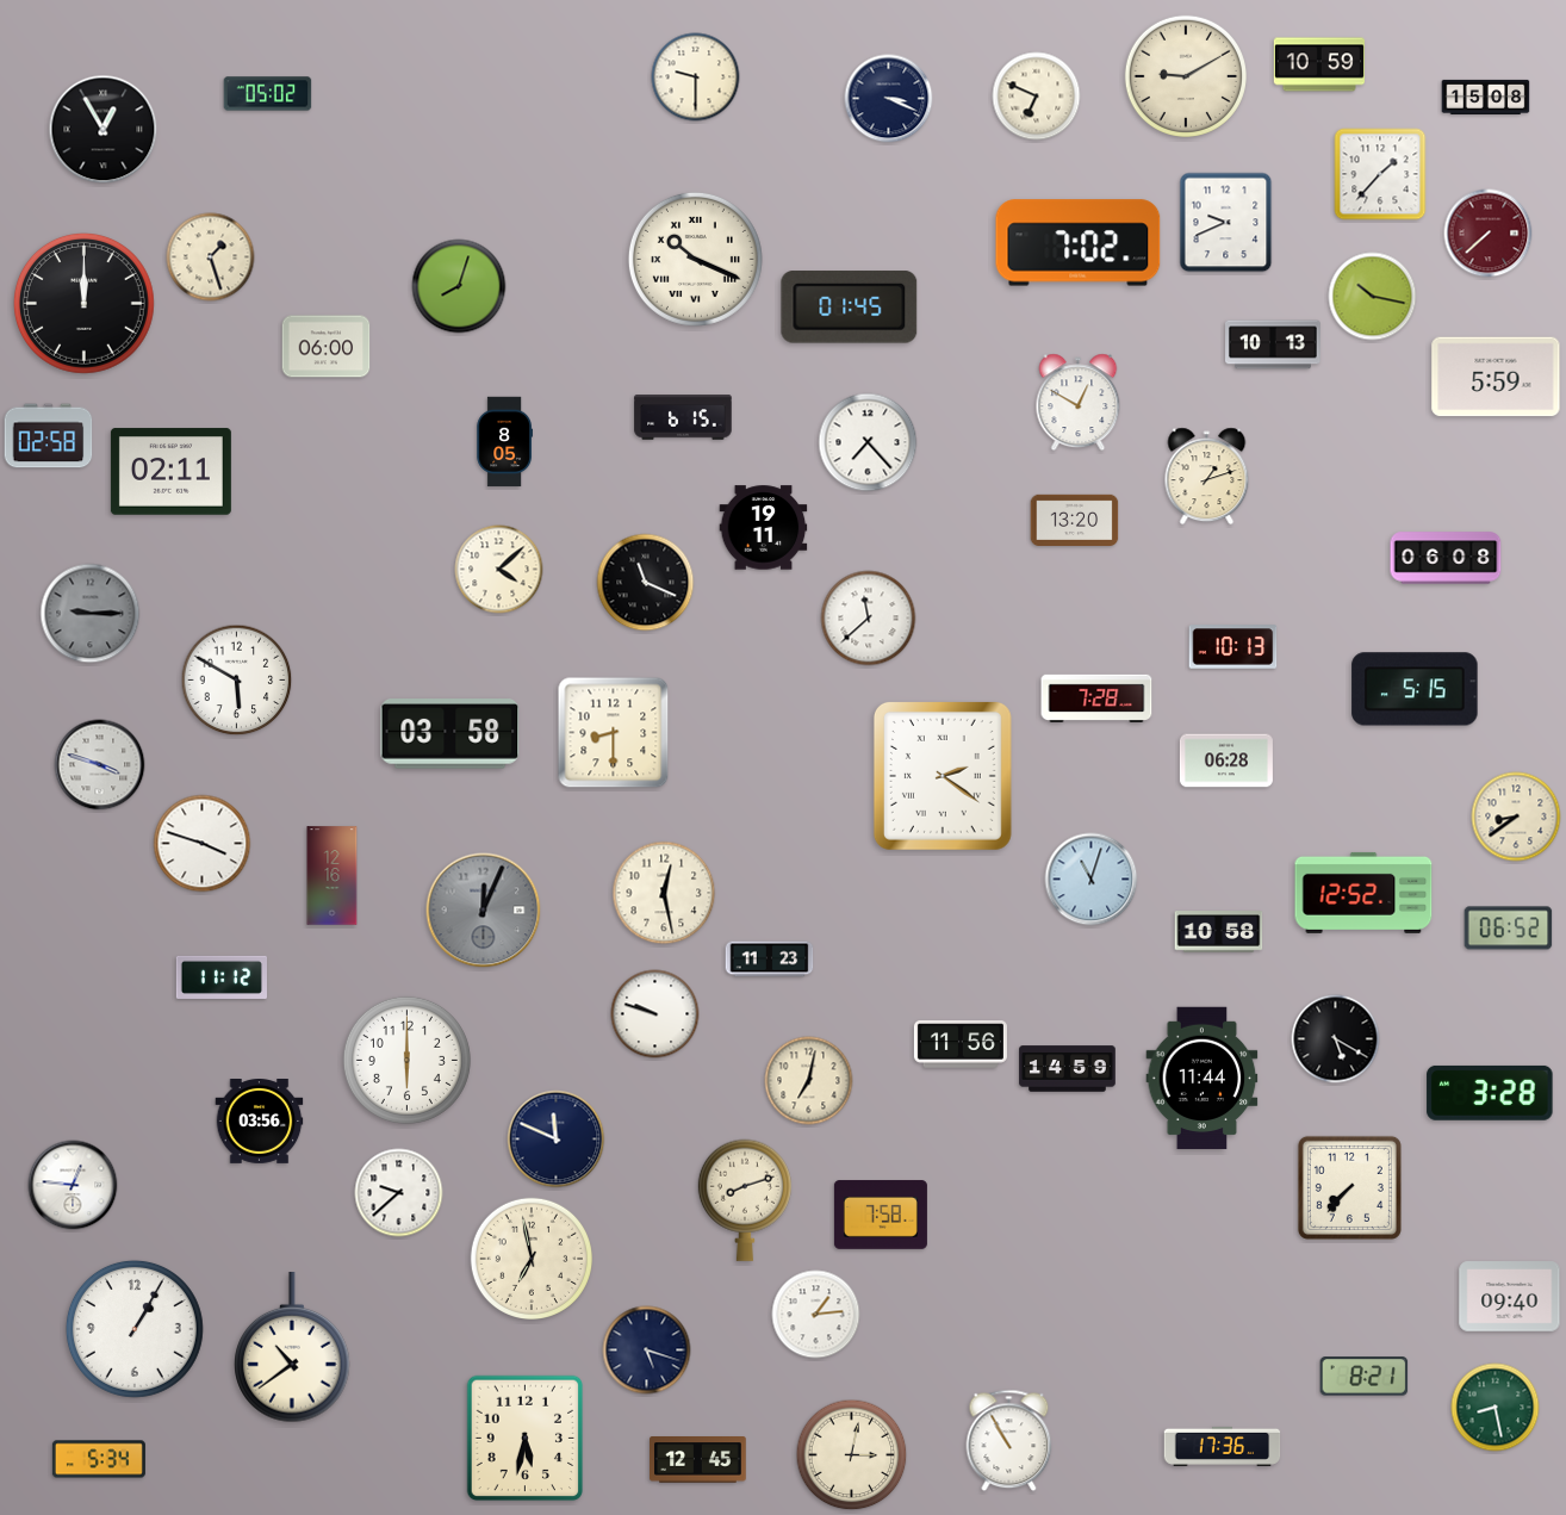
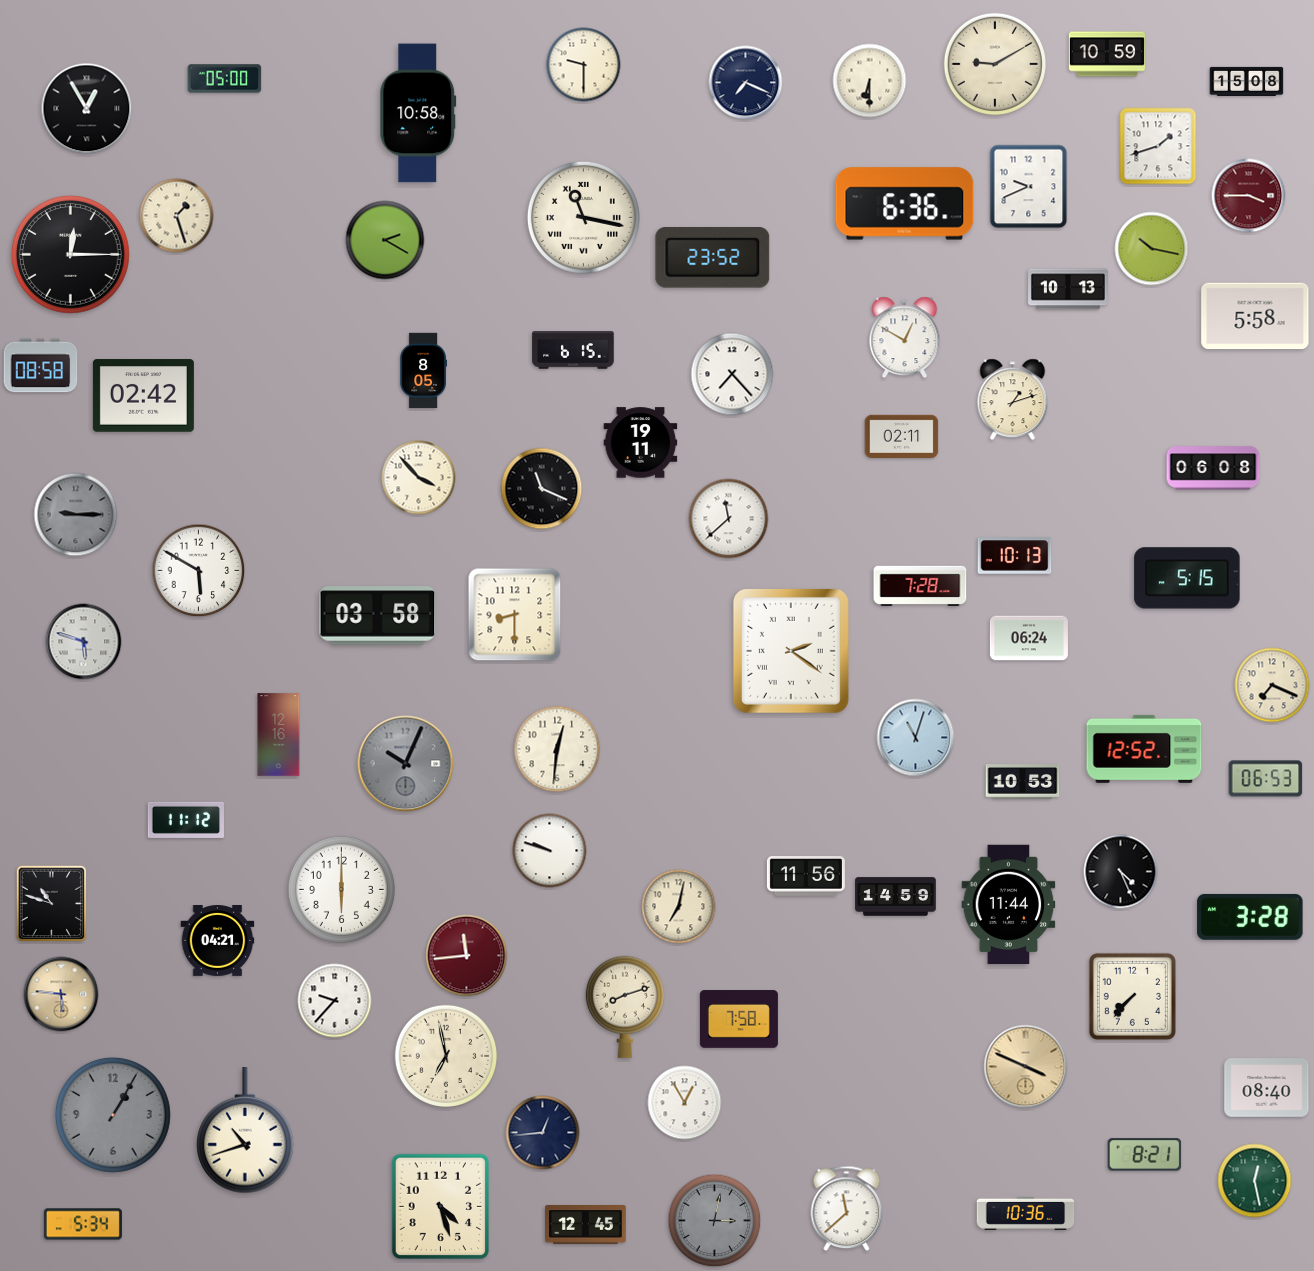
clock at (268, 94): 05:02 -> 05:00
clock at (1037, 97): 6:49 -> 6:30
clock at (889, 99): 3:19 -> 7:19
clock at (418, 113): none -> 10:58
clock at (1380, 174): 1:37 -> 1:42
clock at (1489, 234): 7:38 -> 3:45
clock at (1079, 243): 7:02 -> 6:36
clock at (695, 259): 10:19 -> 11:17
clock at (459, 286): 8:03 -> 2:20
clock at (85, 304): 12:00 -> 12:15
clock at (850, 308): 01:45 -> 23:52
clock at (327, 347): 06:00 -> none
clock at (1496, 377): 5:59 -> 5:58
clock at (49, 436): 02:58 -> 08:58
clock at (868, 442) position: (868, 442) -> (732, 374)
clock at (170, 472): 02:11 -> 02:42
clock at (1075, 520): 13:20 -> 02:11
clock at (499, 570): 4:08 -> 3:53
clock at (1233, 647) position: (1233, 647) -> (1015, 556)
clock at (1226, 760): 06:28 -> 06:24
clock at (100, 765): 3:48 -> 5:48
clock at (1516, 817): 8:39 -> 7:19
clock at (203, 844): 3:48 -> none
clock at (664, 893): 12:28 -> 12:31
clock at (484, 911): 12:04 -> 10:04
clock at (1509, 929): 06:52 -> 06:53
clock at (1219, 932): 10:58 -> 10:53
clock at (770, 960): 11:23 -> none
clock at (1336, 1039): 5:20 -> 4:26
clock at (52, 904): none -> 10:48
clock at (260, 1122): 03:56 -> 04:21
clock at (557, 1140): 11:49 -> 11:44
clock at (557, 1140) dial: navy -> burgundy
clock at (73, 1185): 12:46 -> 5:46
clock at (73, 1185) dial: white -> champagne
clock at (399, 1193): 9:38 -> 9:37
clock at (1026, 1067): none -> 3:49
clock at (1510, 1297): 09:40 -> 08:40
clock at (816, 1315): 1:14 -> 12:55
clock at (135, 1329) dial: white -> grey
clock at (292, 1348): 10:39 -> 10:42
clock at (647, 1351): 5:18 -> 12:44
clock at (1496, 1408): 8:28 -> 12:28
clock at (526, 1439): 5:32 -> 4:27
clock at (1009, 1441): 10:55 -> 11:38
clock at (1223, 1446): 17:36 -> 10:36
clock at (852, 1455) dial: cream -> grey
